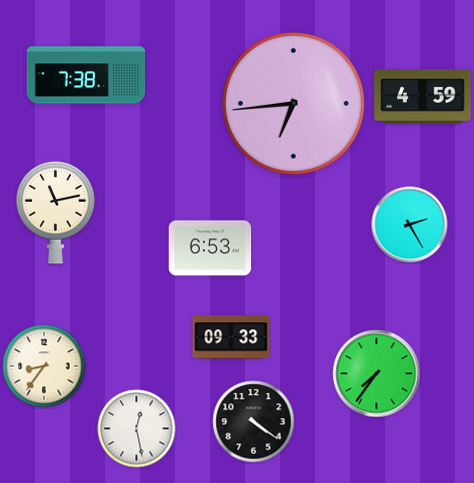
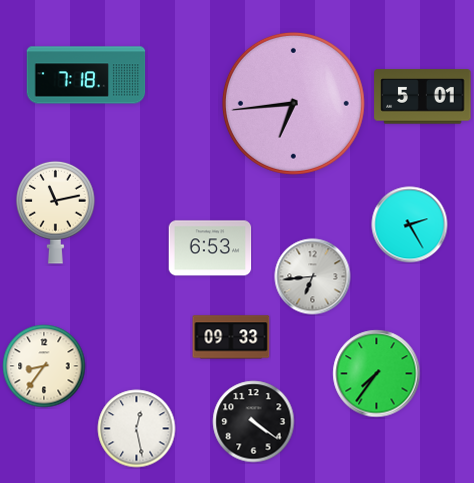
clock at (86, 75): 7:38 -> 7:18
clock at (423, 97): 4:59 -> 5:01
clock at (313, 277): none -> 6:44
